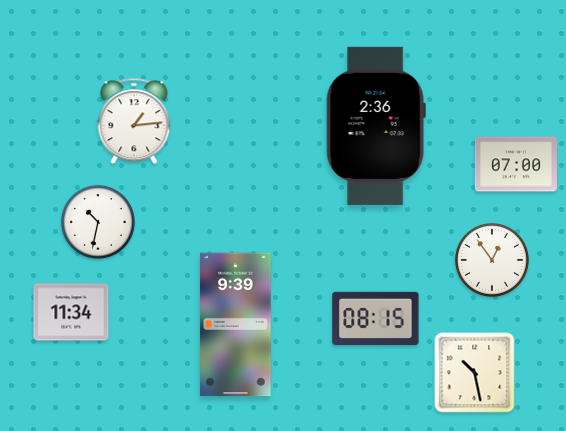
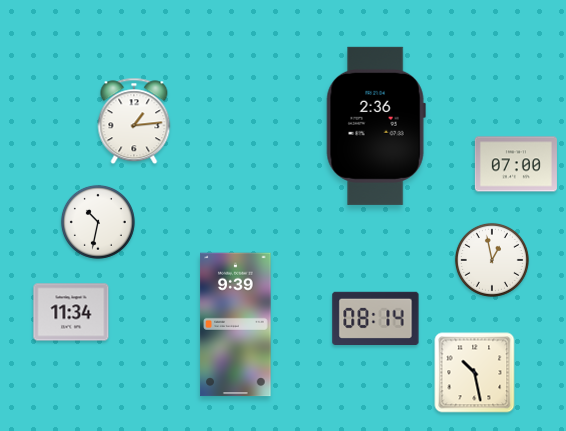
clock at (492, 260): 12:54 -> 12:58
clock at (376, 318): 08:15 -> 08:14
